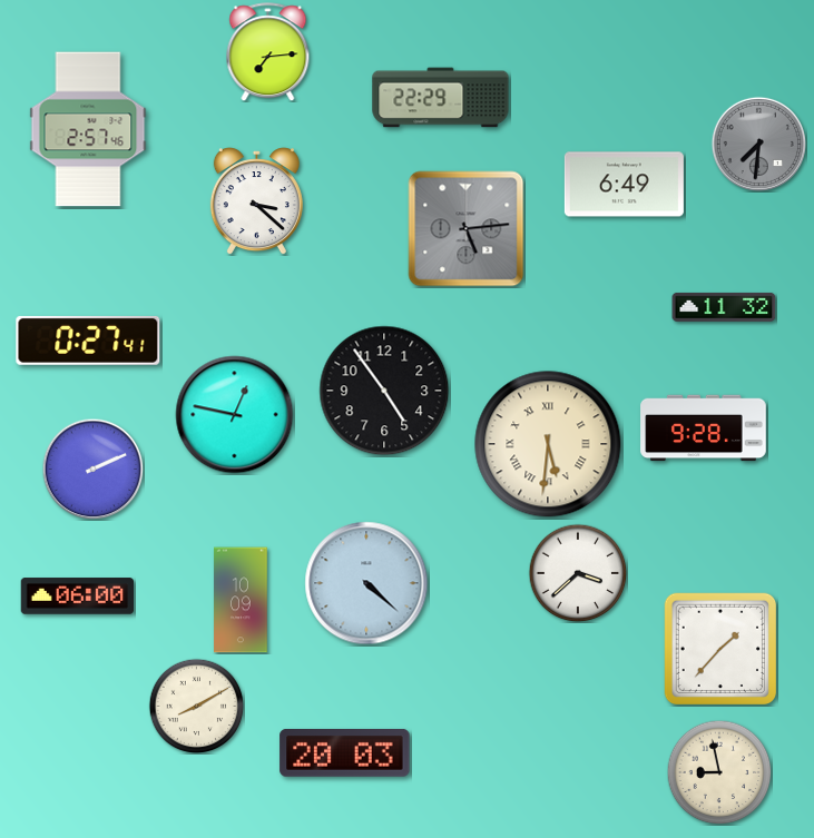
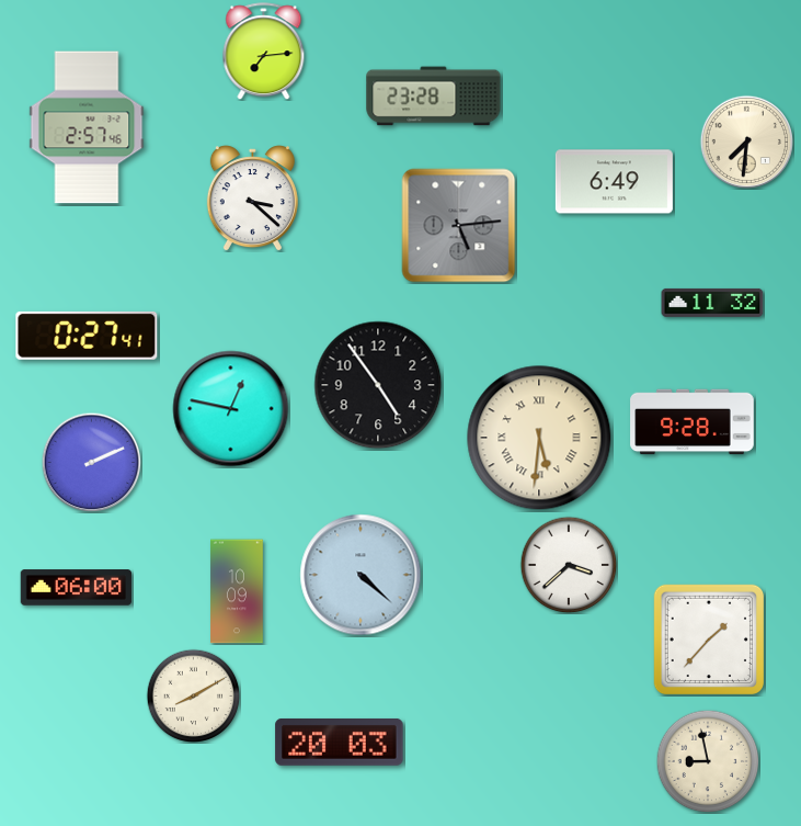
clock at (441, 98): 22:29 -> 23:28
clock at (758, 144) dial: grey -> cream
